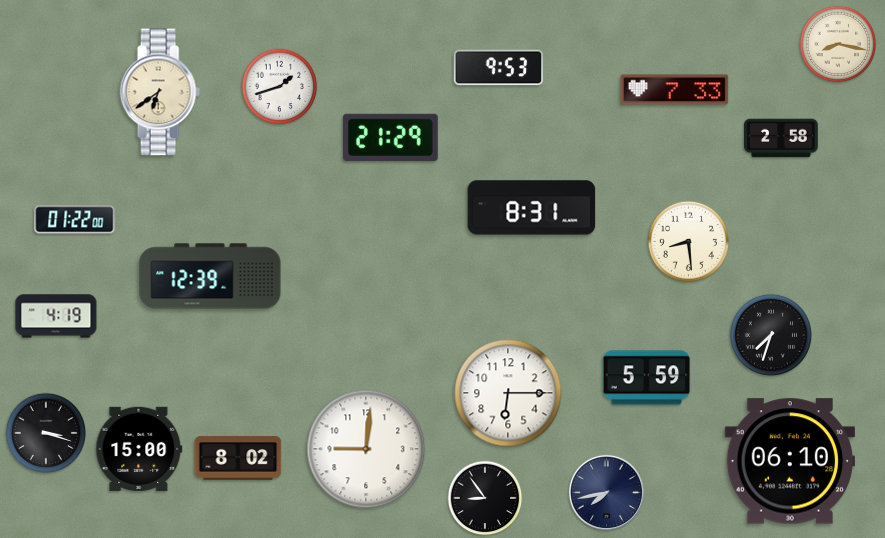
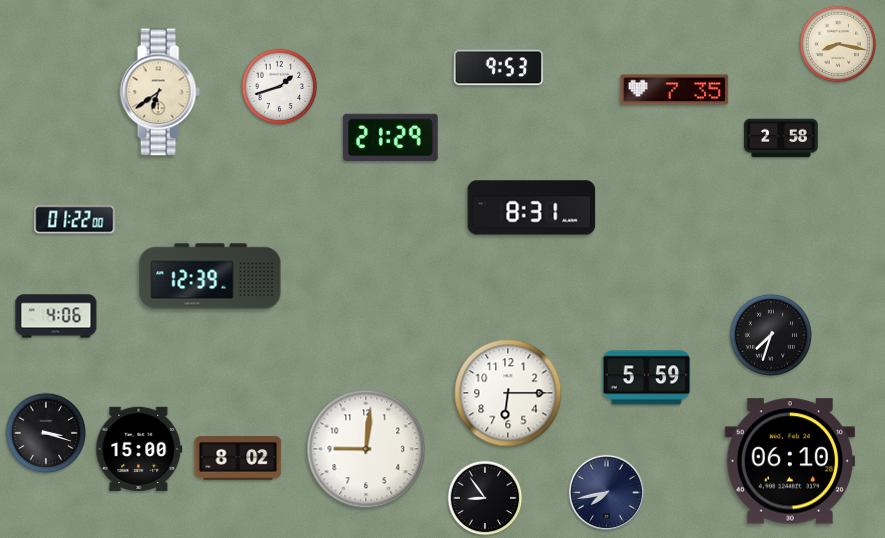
clock at (675, 90): 7:33 -> 7:35
clock at (688, 241): 8:29 -> none
clock at (56, 316): 4:19 -> 4:06
